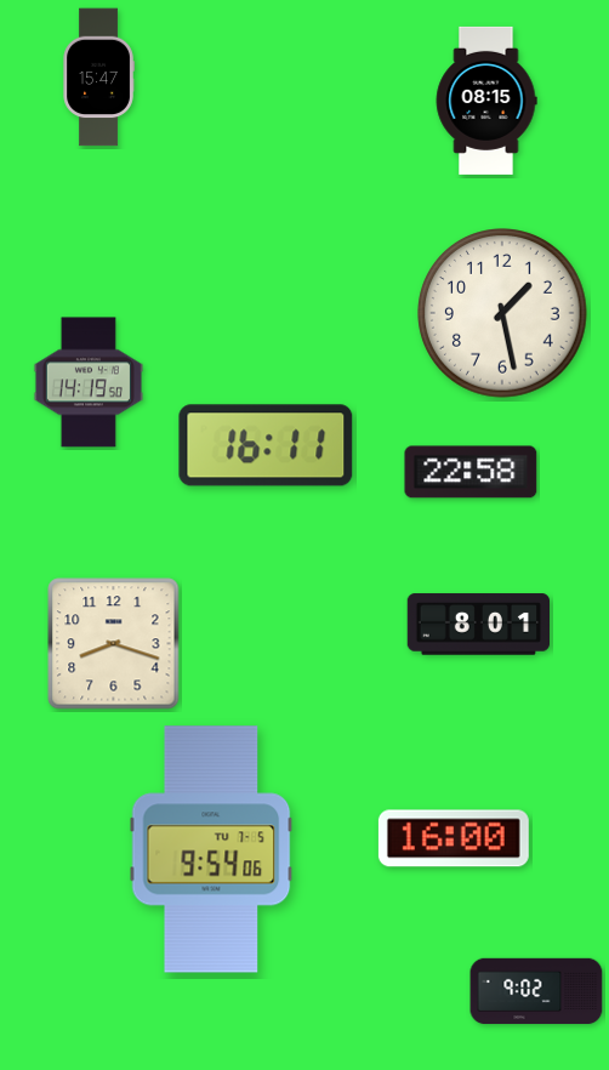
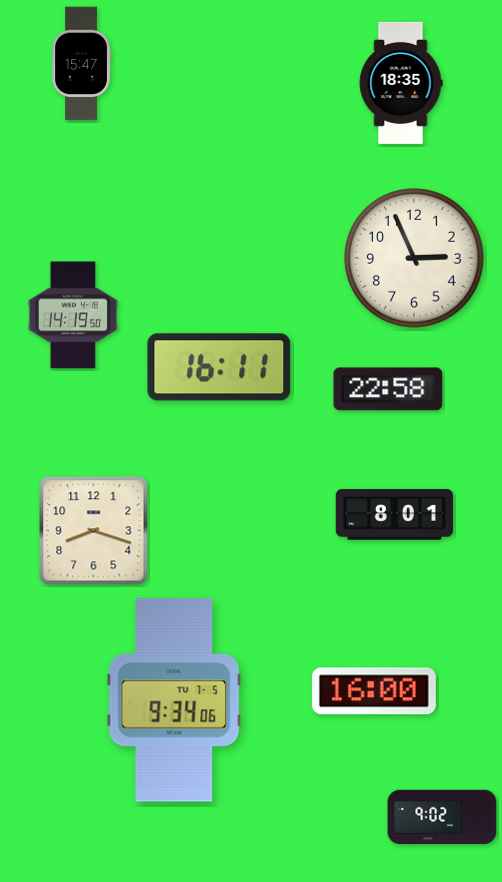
clock at (486, 101): 08:15 -> 18:35
clock at (502, 313): 1:28 -> 2:56
clock at (211, 849): 9:54 -> 9:34
